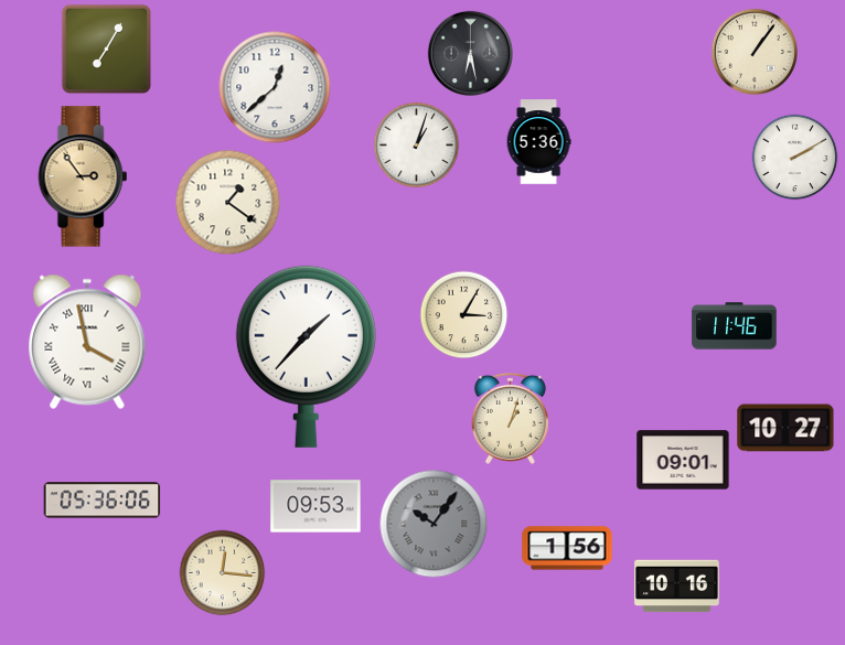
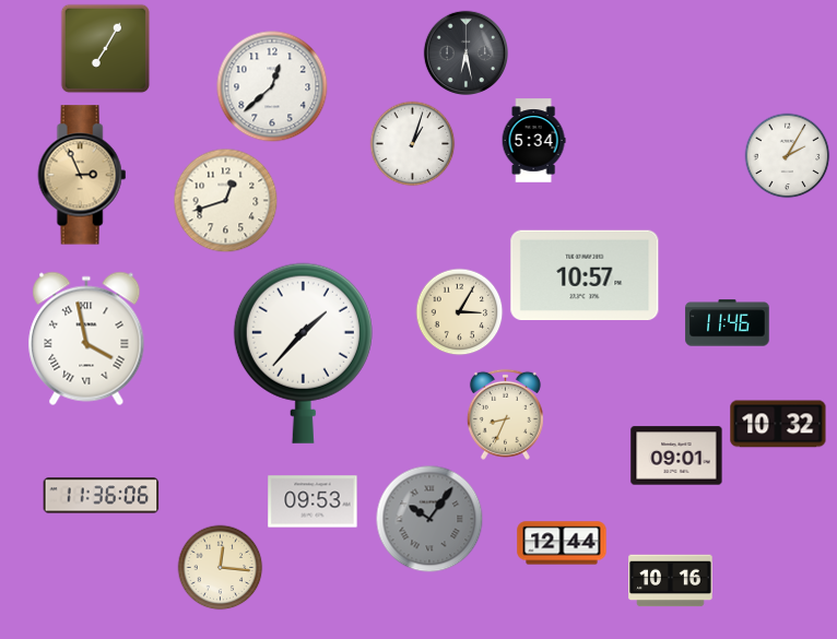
clock at (753, 51): 1:06 -> none
clock at (538, 142): 5:36 -> 5:34
clock at (794, 157): 2:10 -> 2:05
clock at (83, 176): 2:54 -> 2:56
clock at (227, 202): 1:21 -> 12:42
clock at (585, 275): none -> 10:57
clock at (510, 418): 1:03 -> 8:34
clock at (785, 428): 10:27 -> 10:32
clock at (103, 501): 05:36 -> 11:36
clock at (567, 548): 1:56 -> 12:44
